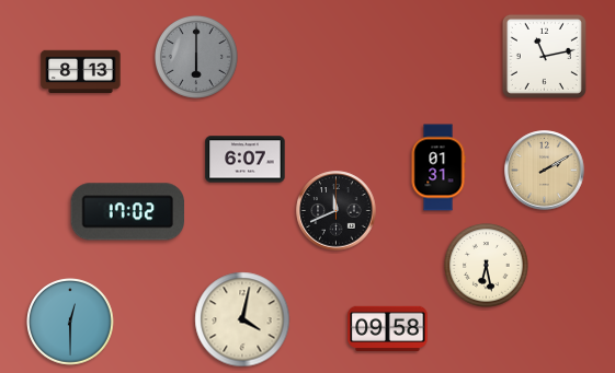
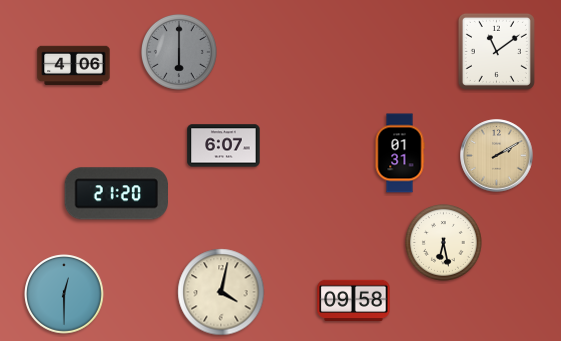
clock at (544, 56): 11:13 -> 11:09
clock at (81, 72): 8:13 -> 4:06
clock at (337, 211): 11:41 -> none
clock at (127, 212): 17:02 -> 21:20
